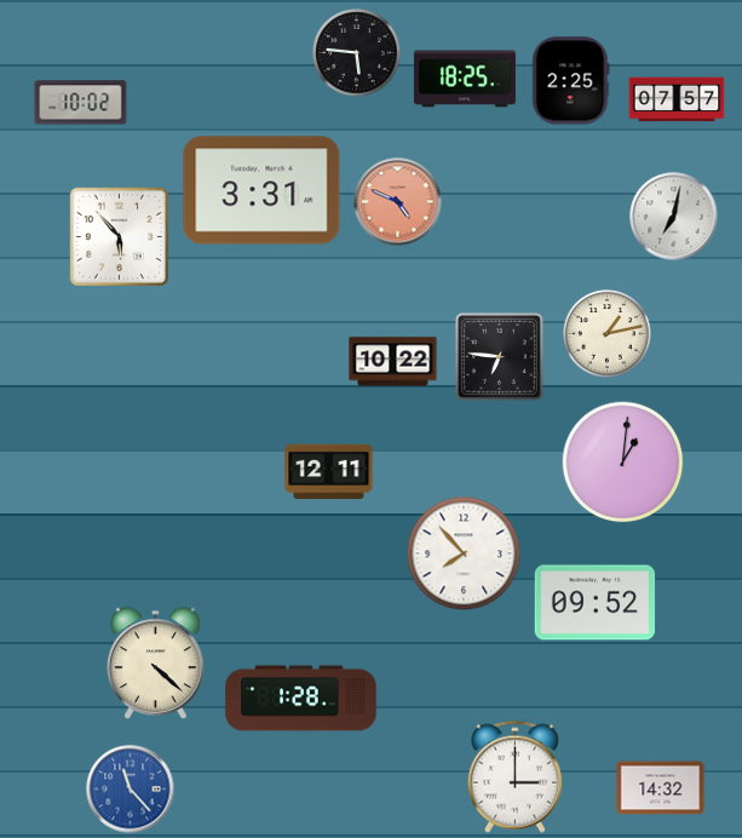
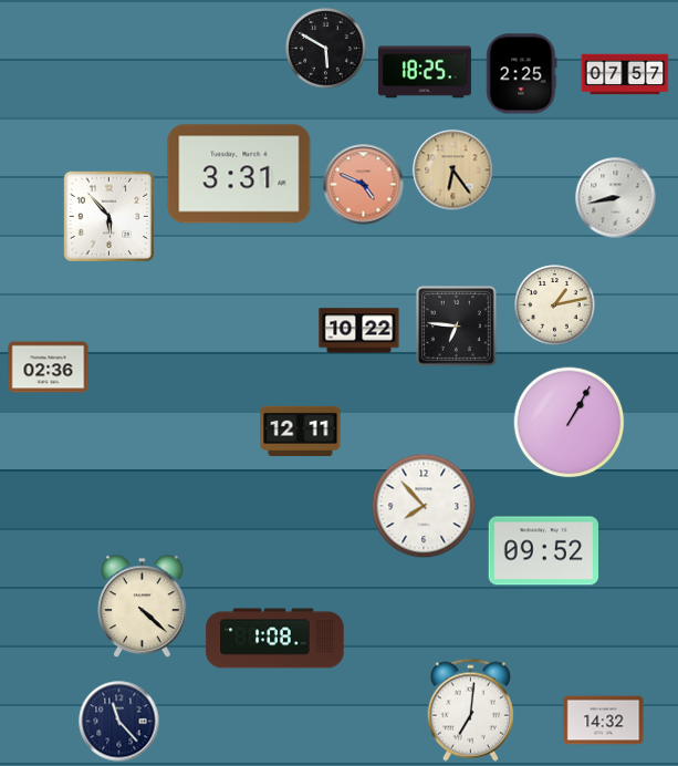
clock at (357, 53): 5:46 -> 5:50
clock at (677, 99) position: (677, 99) -> (625, 74)
clock at (81, 103): 10:02 -> none
clock at (453, 170): none -> 6:24
clock at (674, 217): 7:02 -> 8:43
clock at (49, 368): none -> 02:36
clock at (623, 463): 1:01 -> 1:05
clock at (301, 699): 1:28 -> 1:08
clock at (514, 776): 3:00 -> 7:01
clock at (131, 790) dial: blue -> navy
